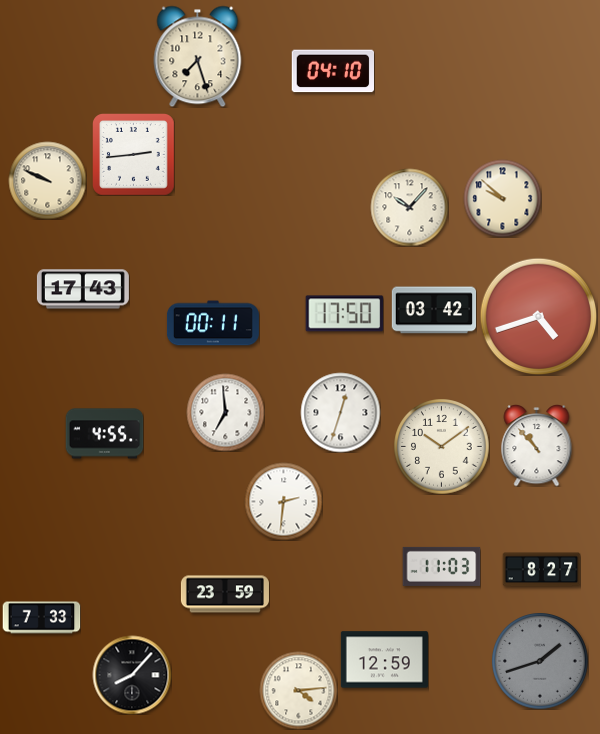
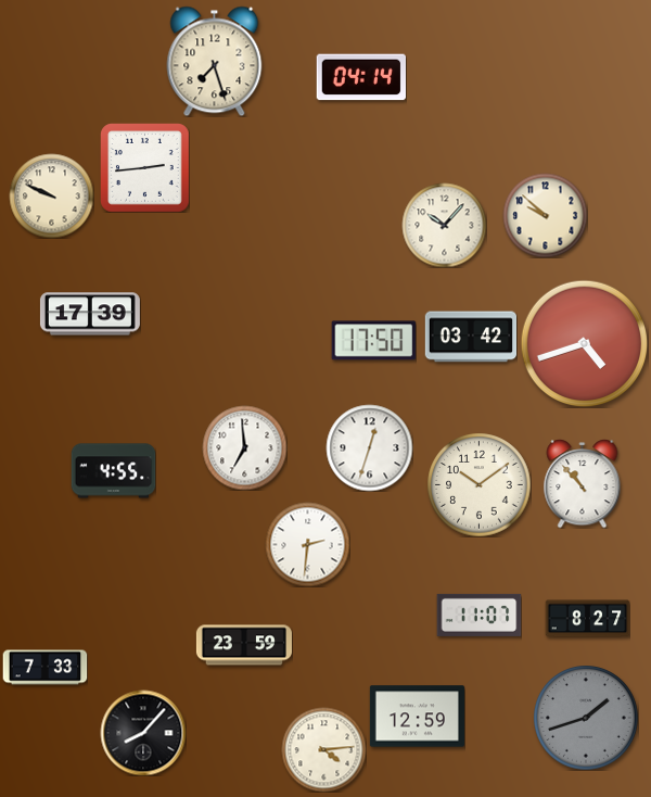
clock at (332, 71): 04:10 -> 04:14
clock at (83, 289): 17:43 -> 17:39
clock at (213, 323): 00:11 -> none
clock at (441, 566): 11:03 -> 11:07
clock at (41, 618) position: (41, 618) -> (44, 668)
